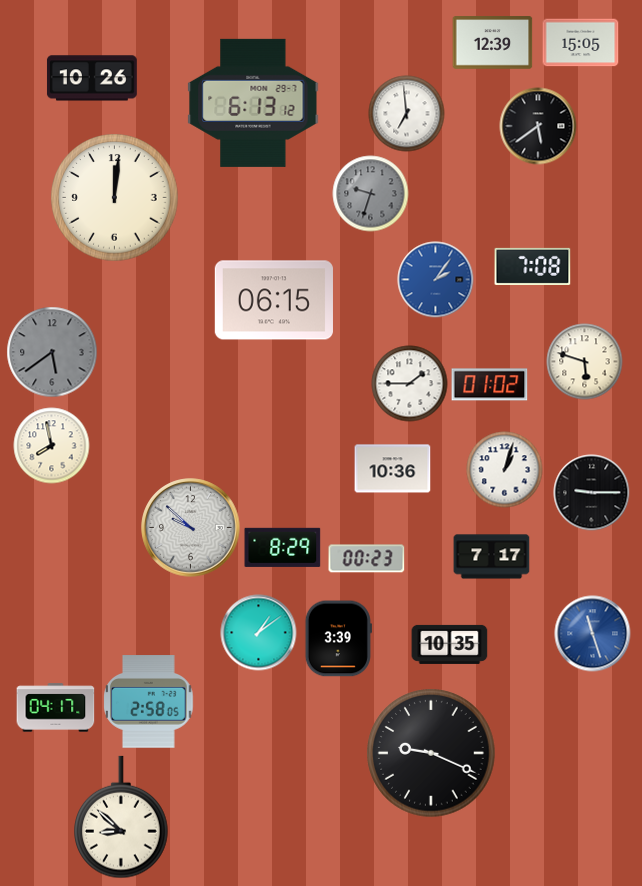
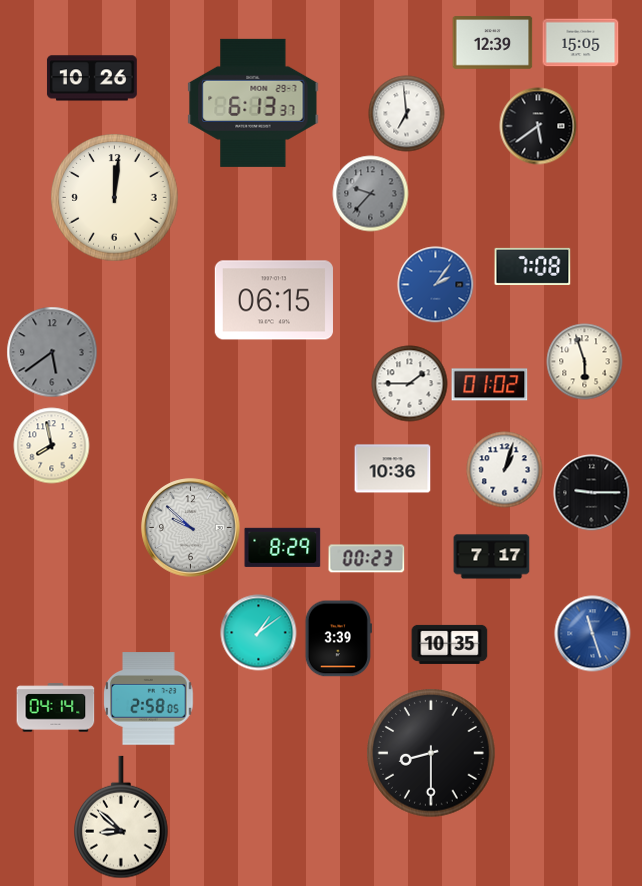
clock at (253, 103): 6:13:12 -> 6:13:37
clock at (371, 194): 9:33 -> 9:37
clock at (436, 280) position: (436, 280) -> (436, 285)
clock at (585, 362): 5:48 -> 5:57
clock at (149, 702) position: (149, 702) -> (149, 699)
clock at (56, 708): 04:17 -> 04:14
clock at (431, 753): 9:19 -> 8:30
